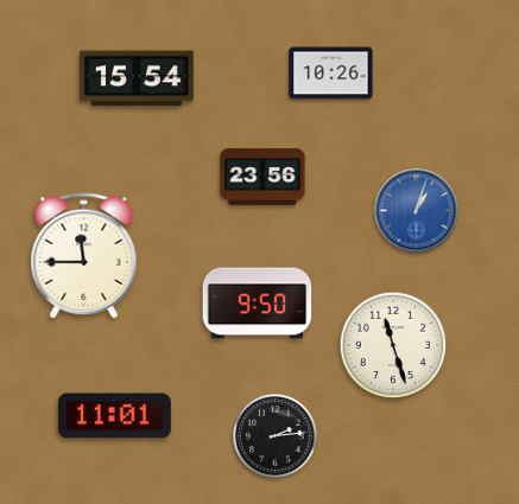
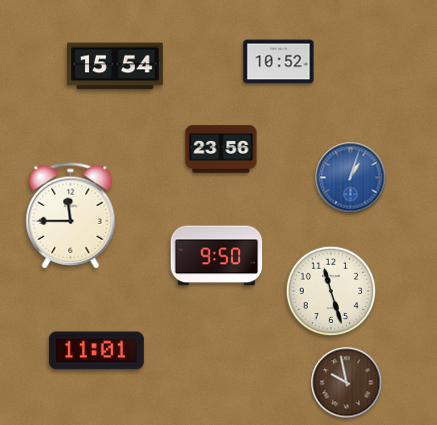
clock at (331, 74): 10:26 -> 10:52
clock at (276, 436): 2:14 -> none
clock at (347, 383): none -> 9:58
